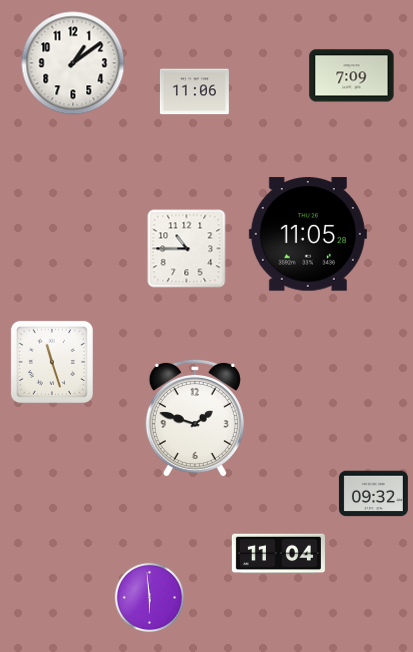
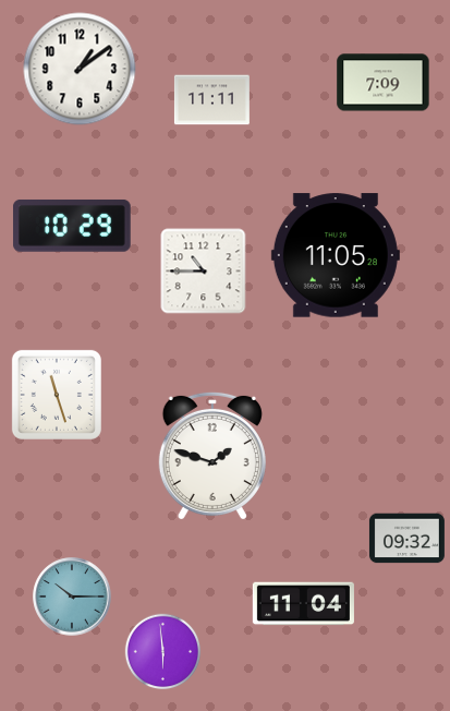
clock at (194, 92): 11:06 -> 11:11
clock at (73, 226): none -> 10:29
clock at (72, 596): none -> 10:15
